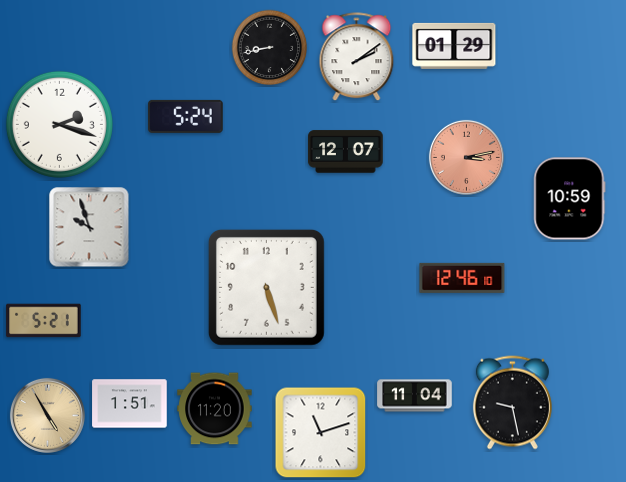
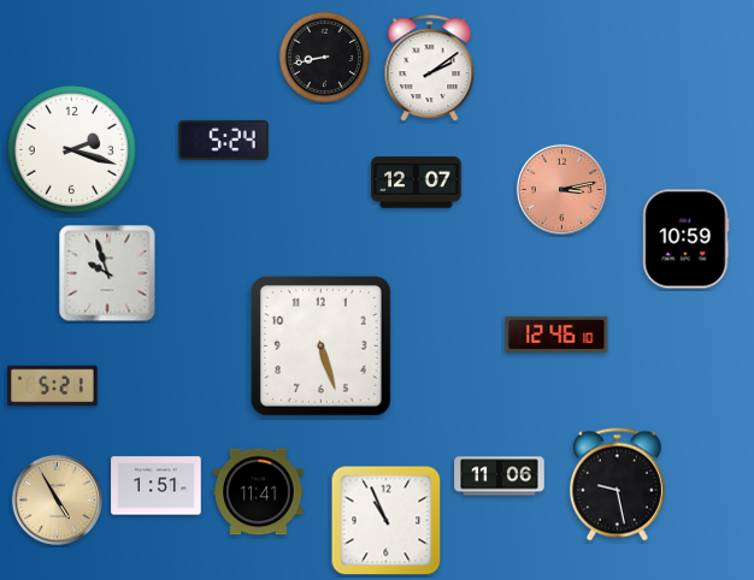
clock at (454, 46): 01:29 -> none
clock at (415, 396): 11:04 -> 11:06
clock at (215, 409): 11:20 -> 11:41
clock at (321, 433): 11:12 -> 10:56
